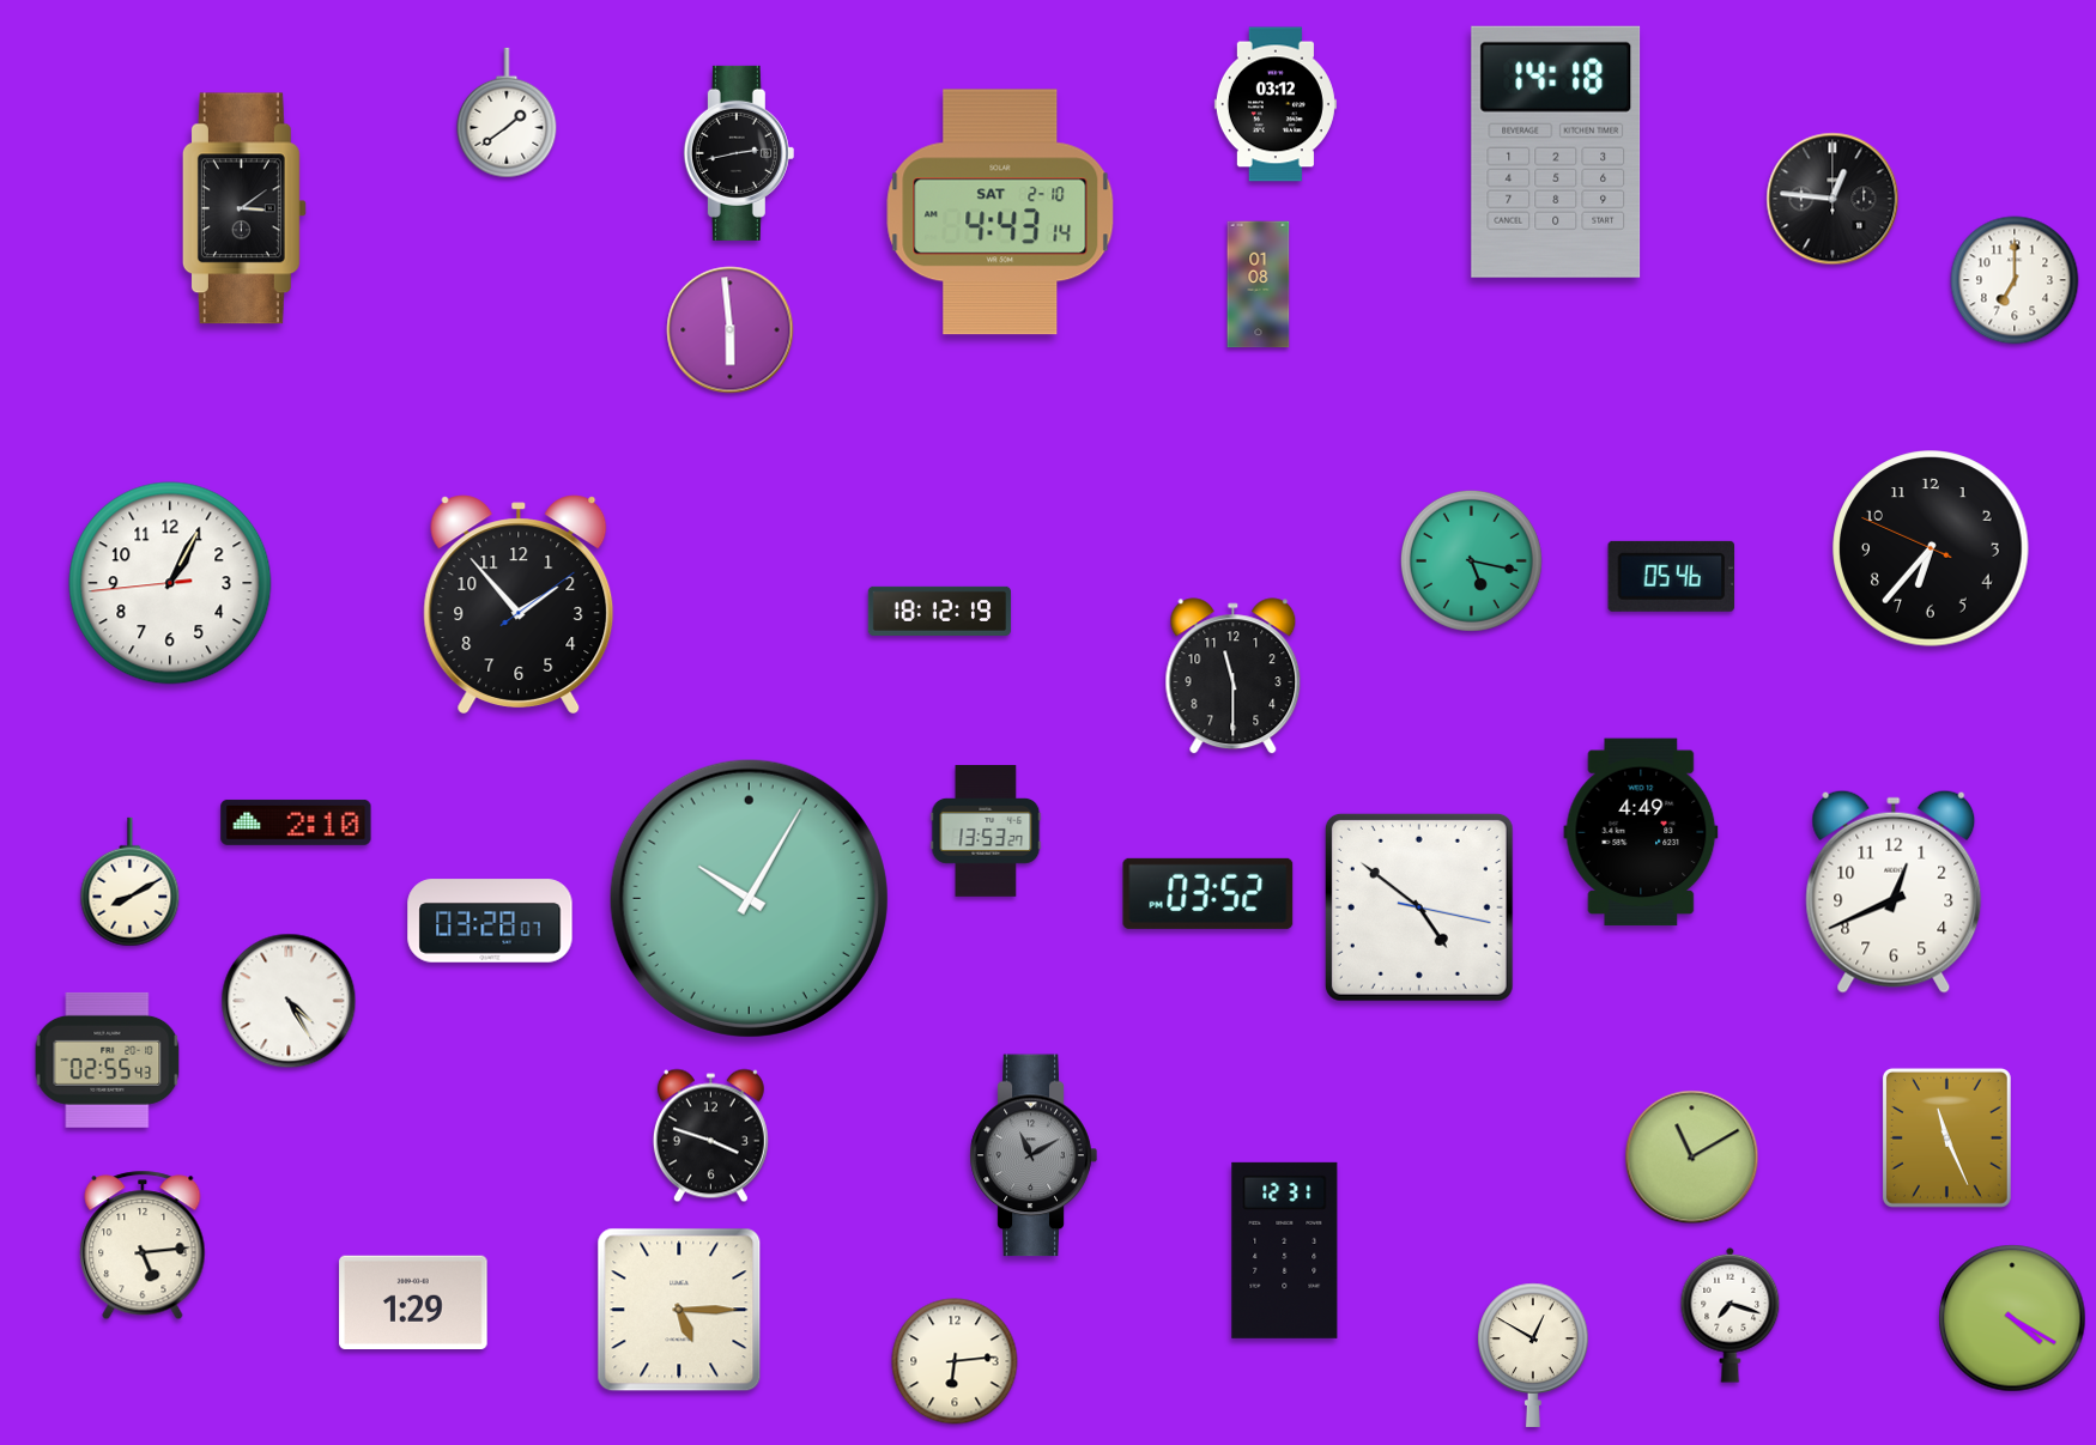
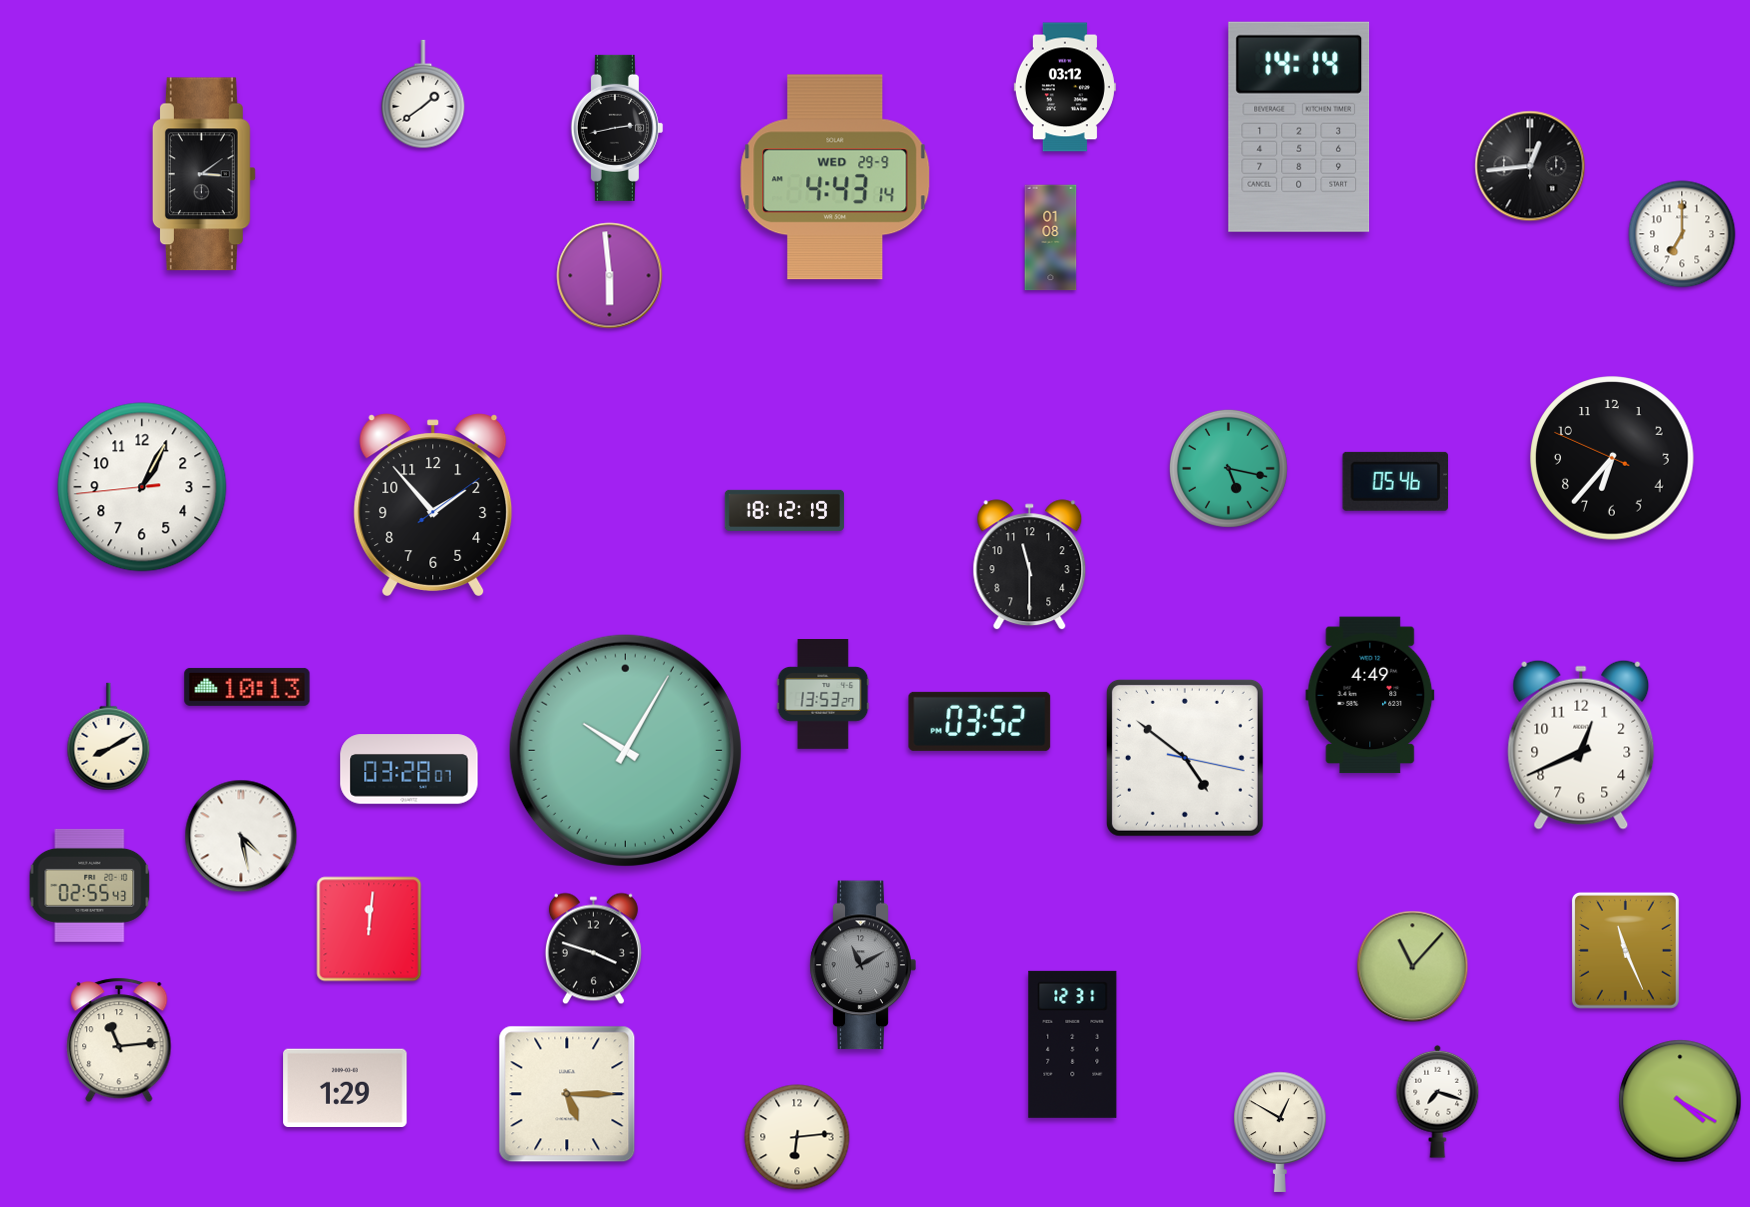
clock at (1556, 152): 14:18 -> 14:14
clock at (1833, 199): 12:46 -> 12:44
clock at (1000, 212) date: SAT 2-10 -> WED 29-9
clock at (296, 822): 2:10 -> 10:13
clock at (1208, 893) position: (1208, 893) -> (980, 721)
clock at (289, 1001): 4:25 -> 4:28
clock at (369, 929): none -> 12:01
clock at (1692, 1158): 11:10 -> 11:07
clock at (143, 1245): 5:14 -> 11:14
clock at (1731, 1315) position: (1731, 1315) -> (1438, 1101)
